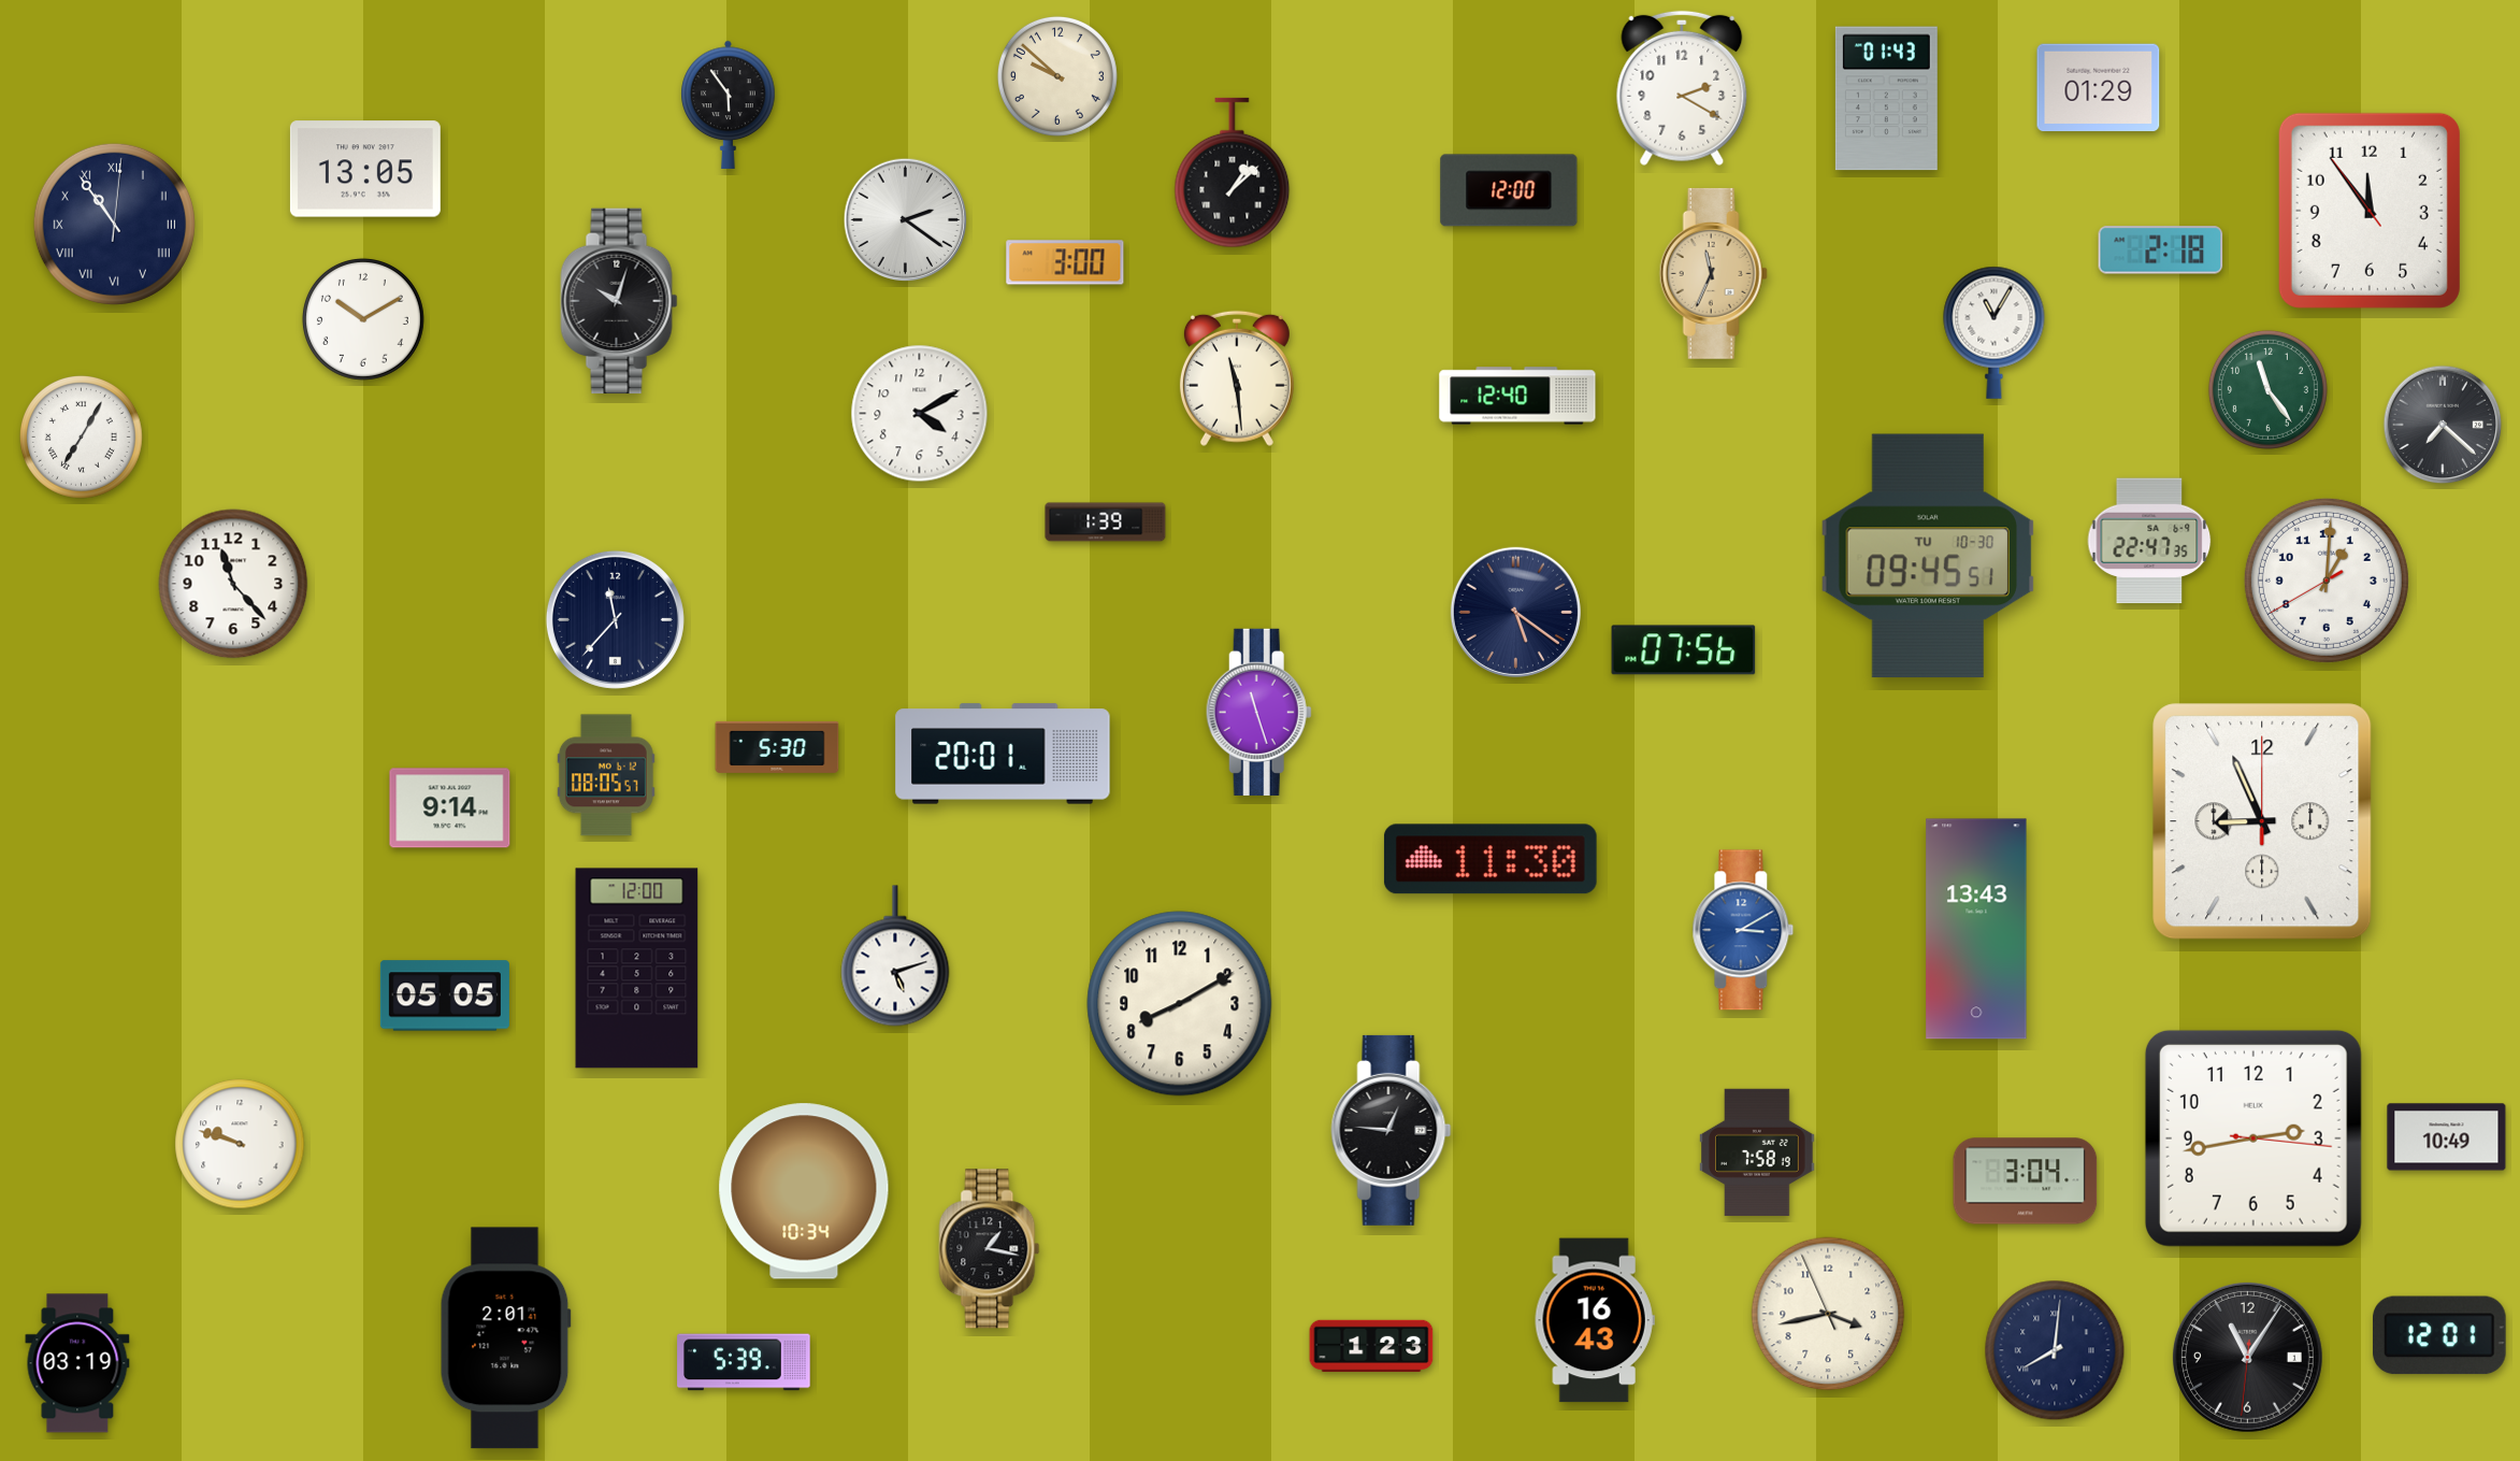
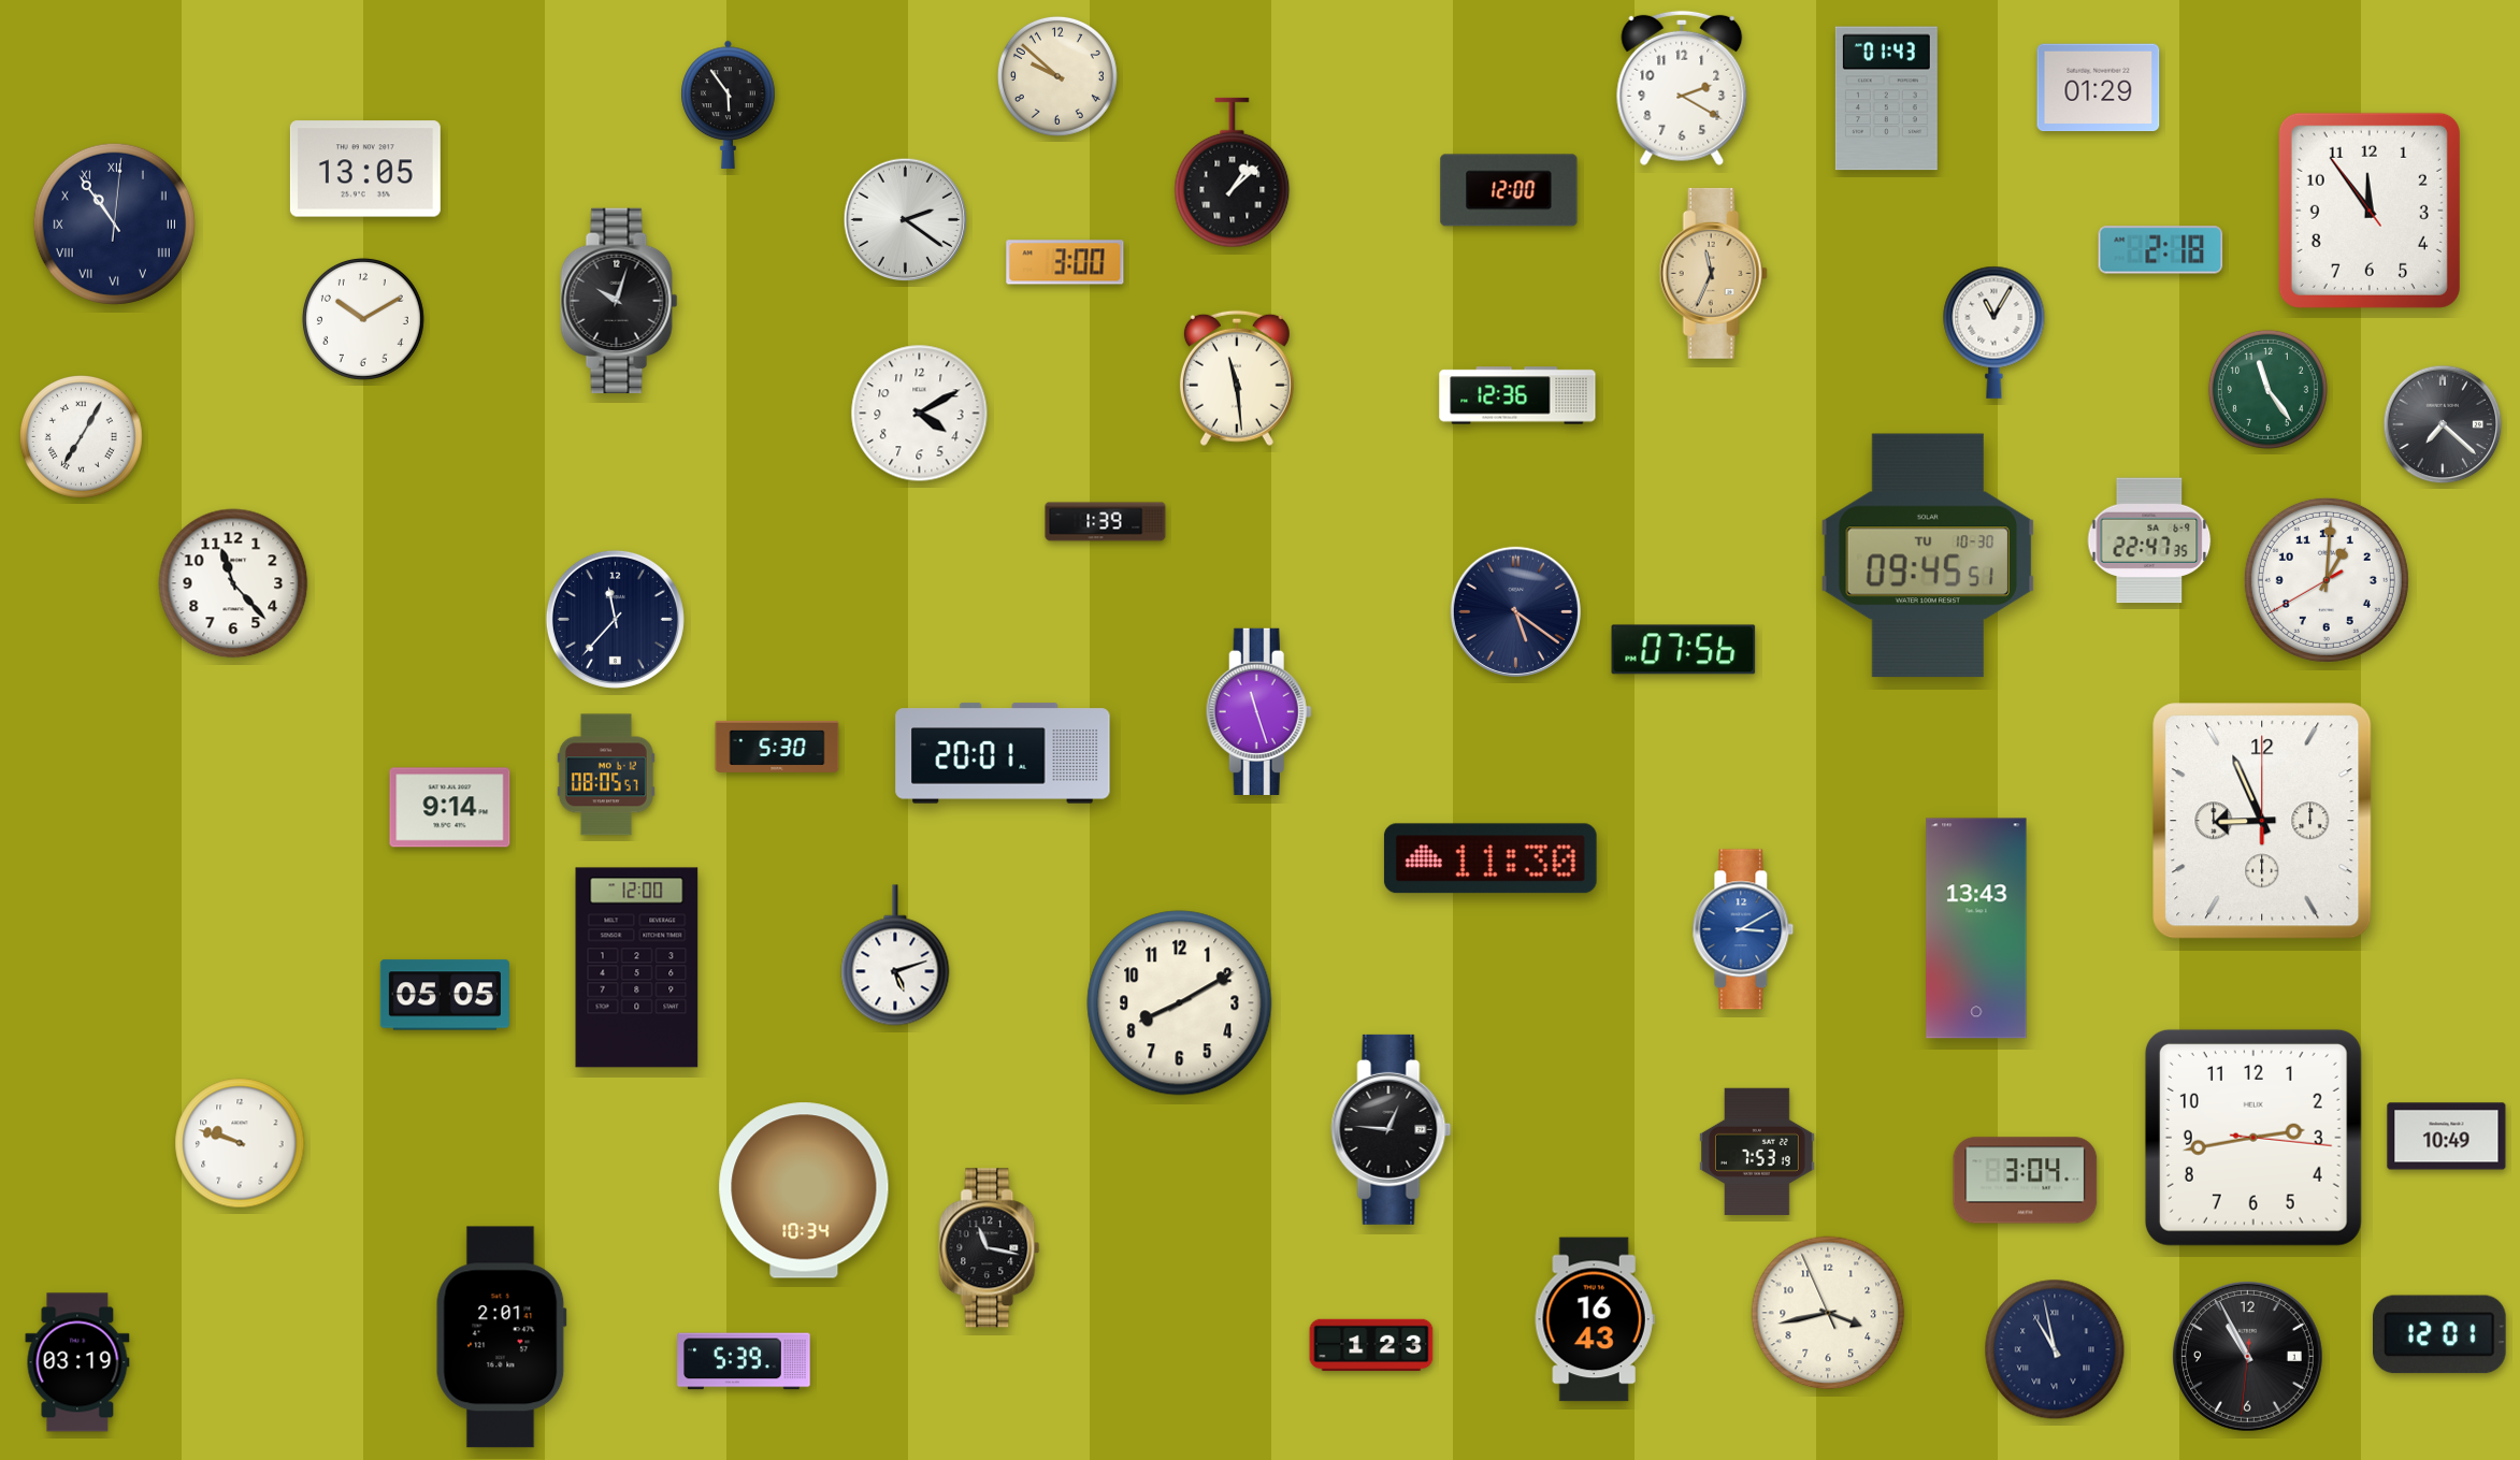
clock at (1517, 396): 12:40 -> 12:36
clock at (1757, 1152): 7:58 -> 7:53
clock at (990, 1249): 1:17 -> 11:17
clock at (505, 1338) position: (505, 1338) -> (501, 1338)
clock at (2055, 1350): 8:01 -> 10:58
clock at (2247, 1357): 11:05 -> 10:55
